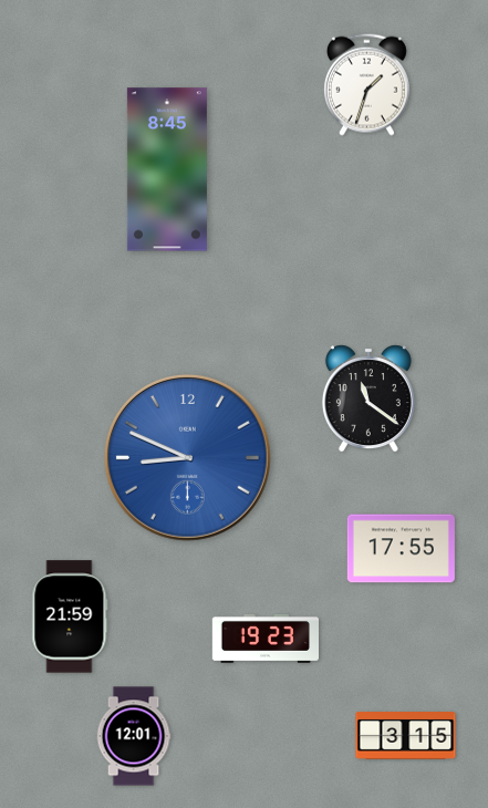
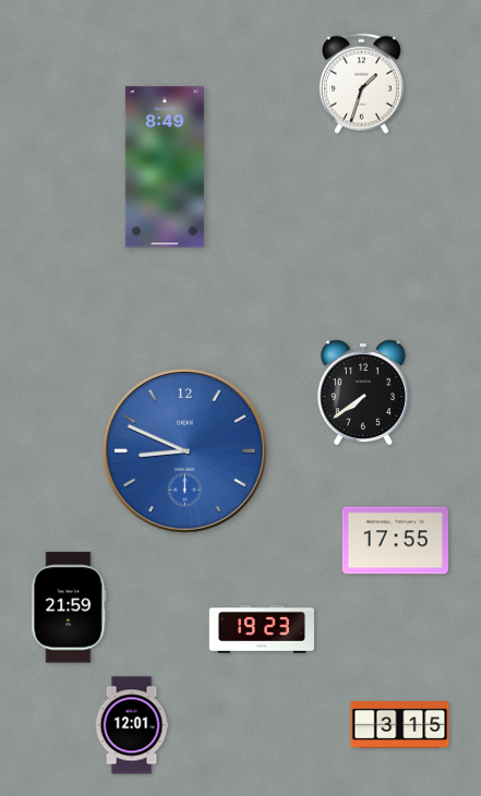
clock at (167, 169): 8:45 -> 8:49
clock at (368, 398): 11:21 -> 7:39
